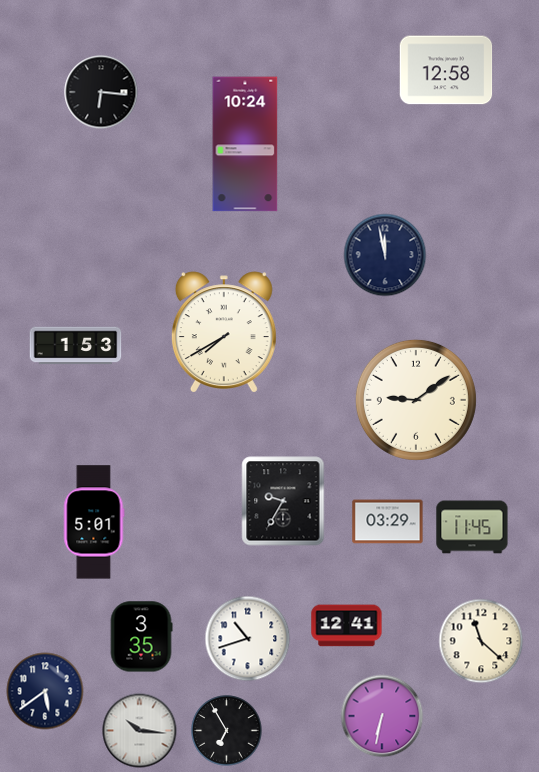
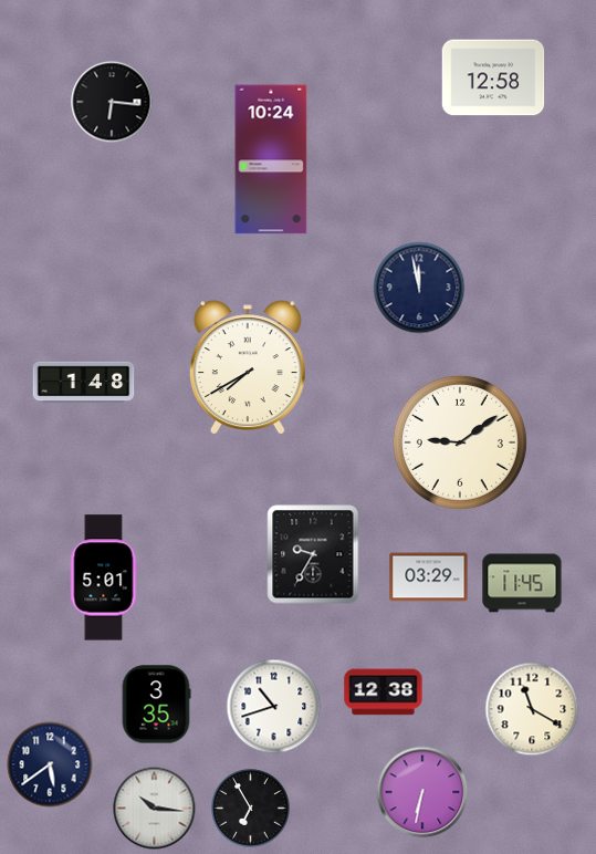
clock at (385, 255) position: (385, 255) -> (419, 288)
clock at (76, 346): 1:53 -> 1:48
clock at (347, 626): 12:41 -> 12:38
clock at (481, 641): 11:22 -> 11:20
